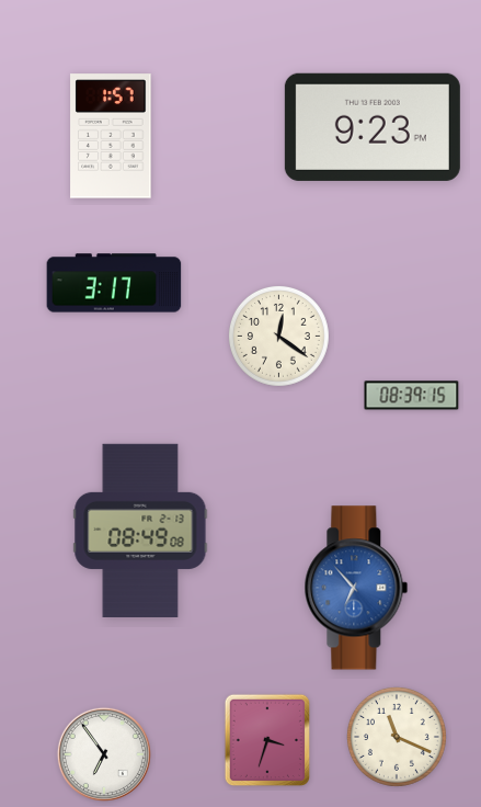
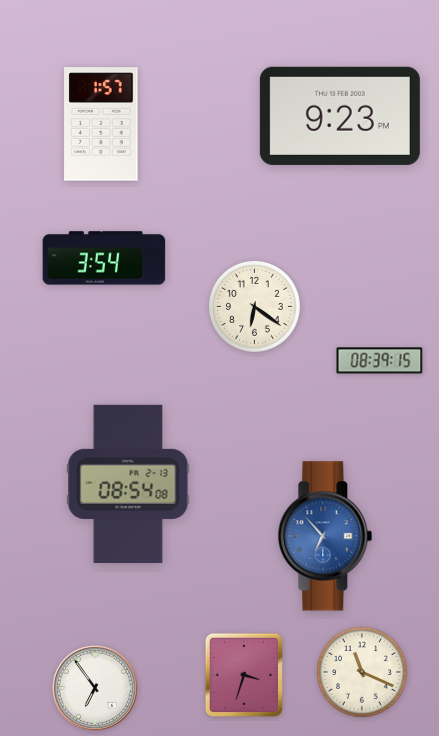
clock at (114, 283): 3:17 -> 3:54
clock at (278, 336): 12:21 -> 6:21
clock at (412, 396) position: (412, 396) -> (380, 361)
clock at (140, 531): 08:49 -> 08:54
